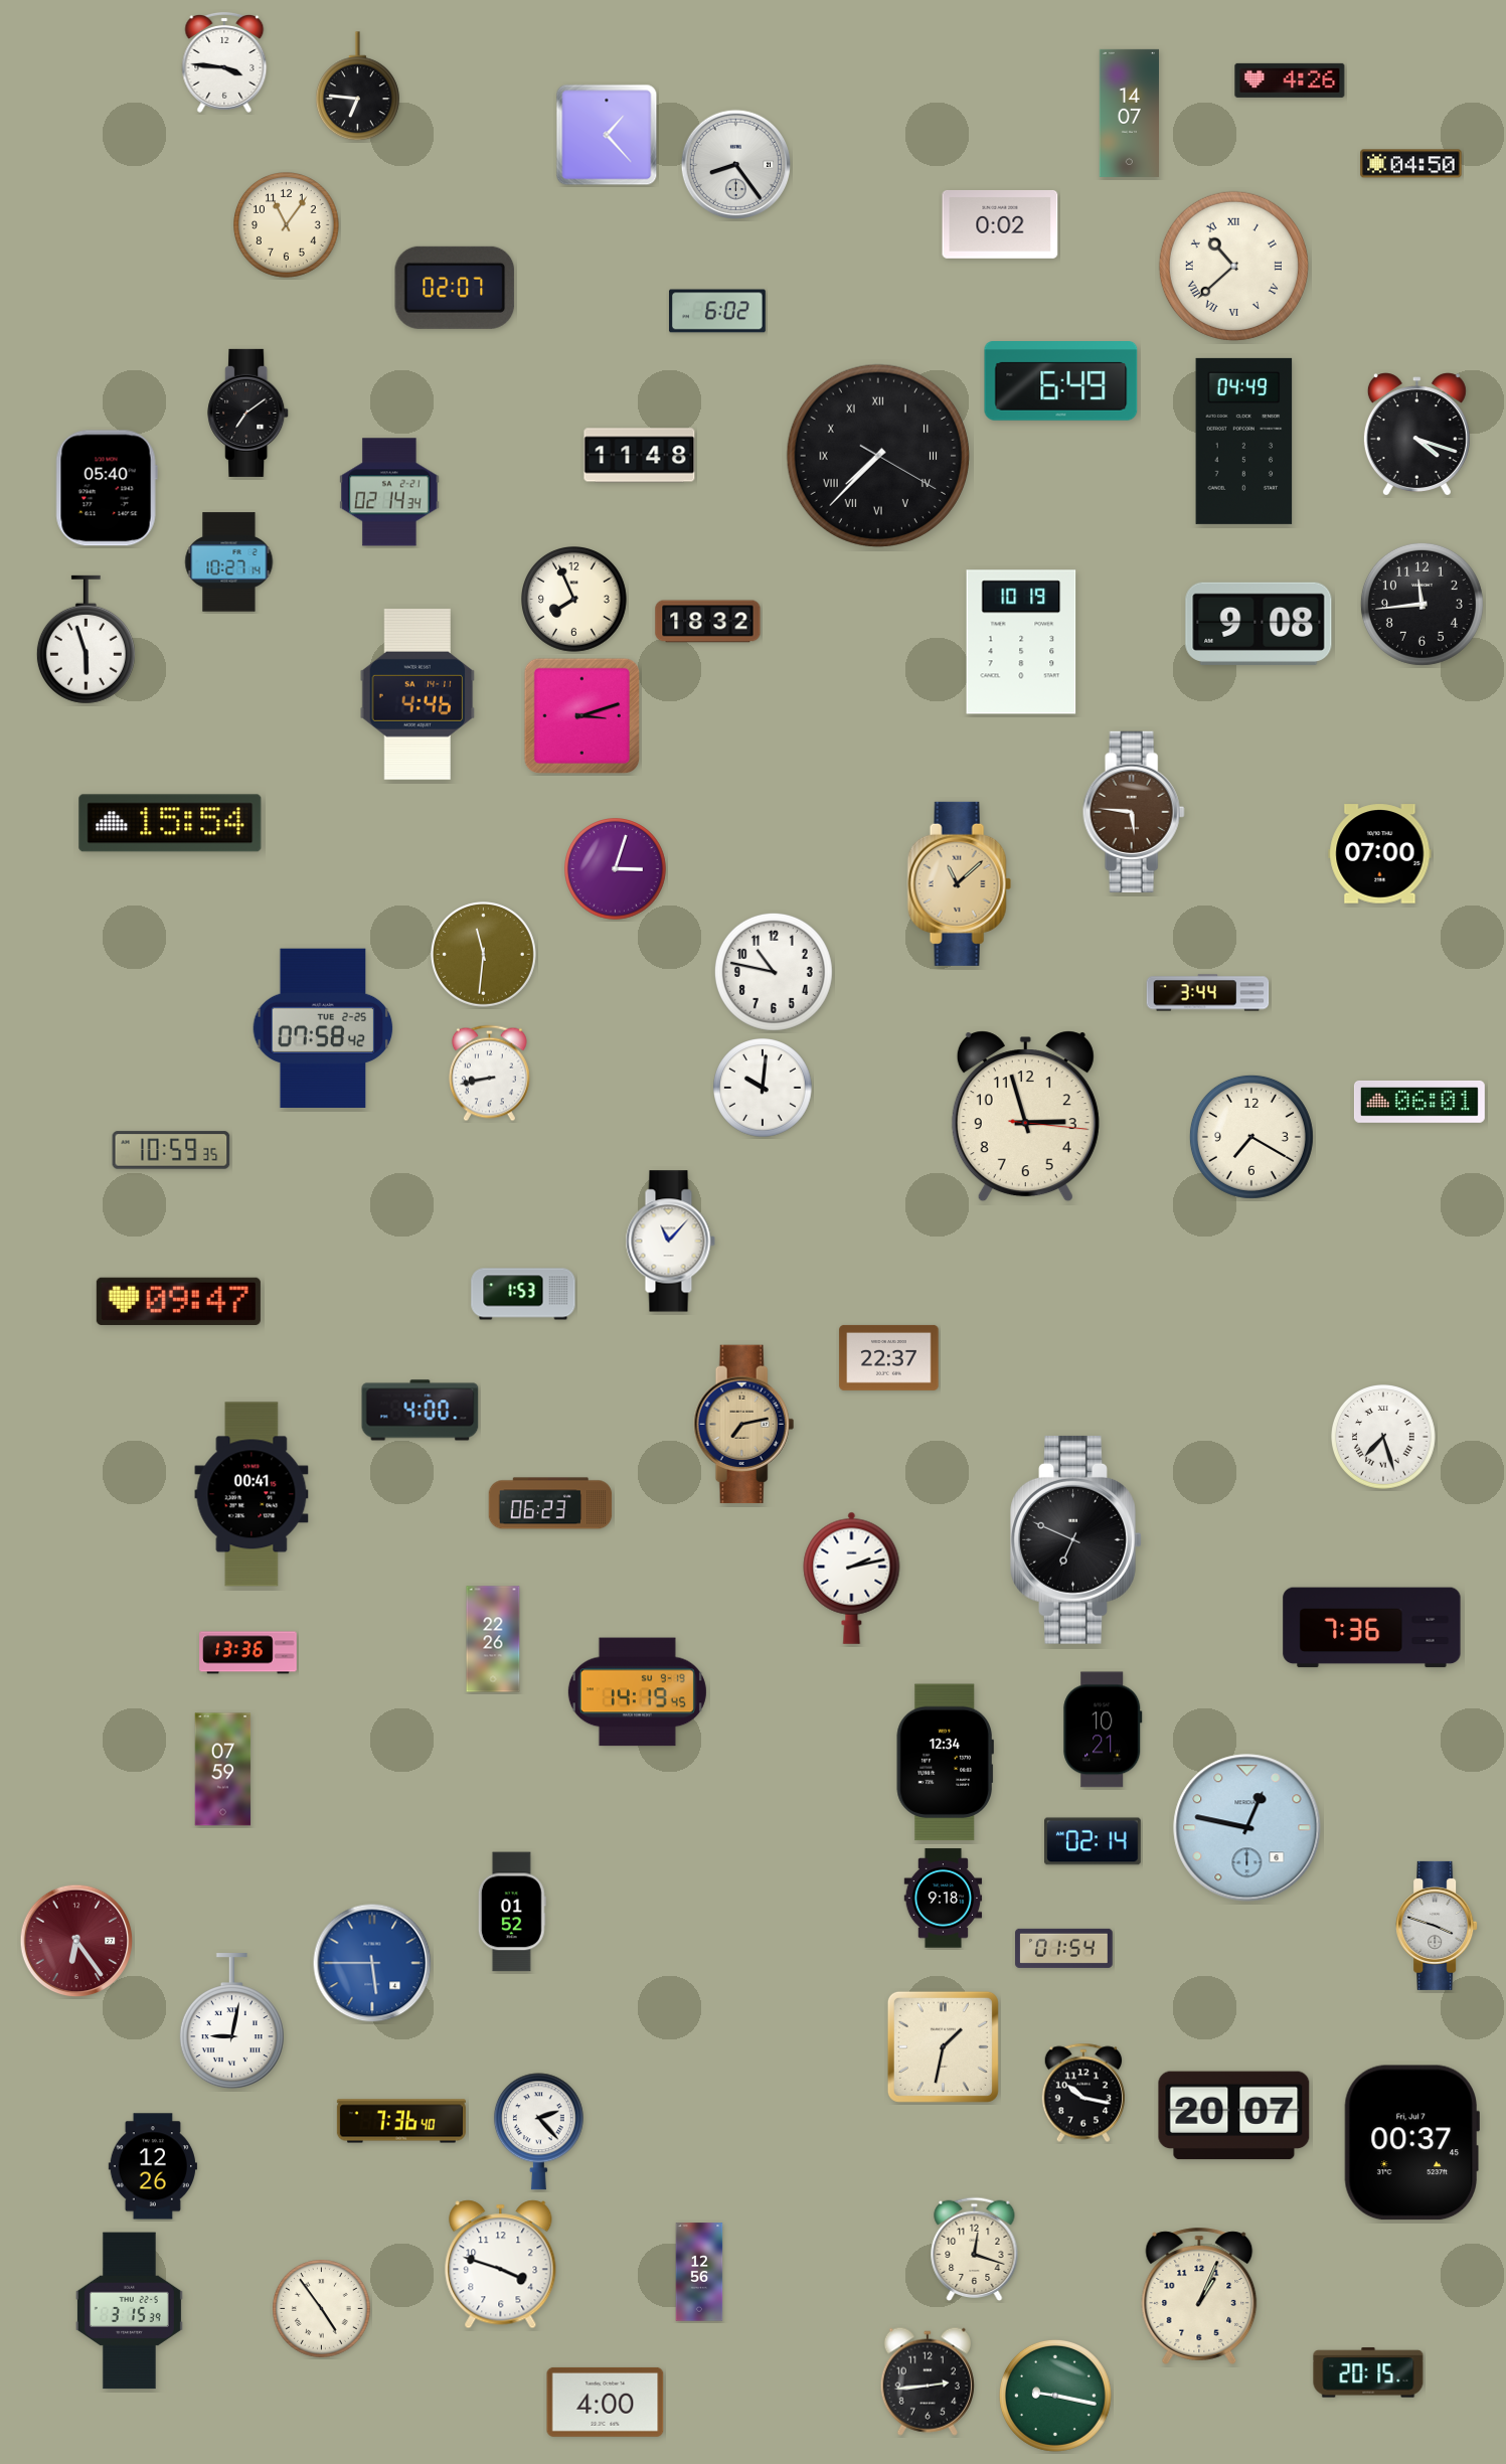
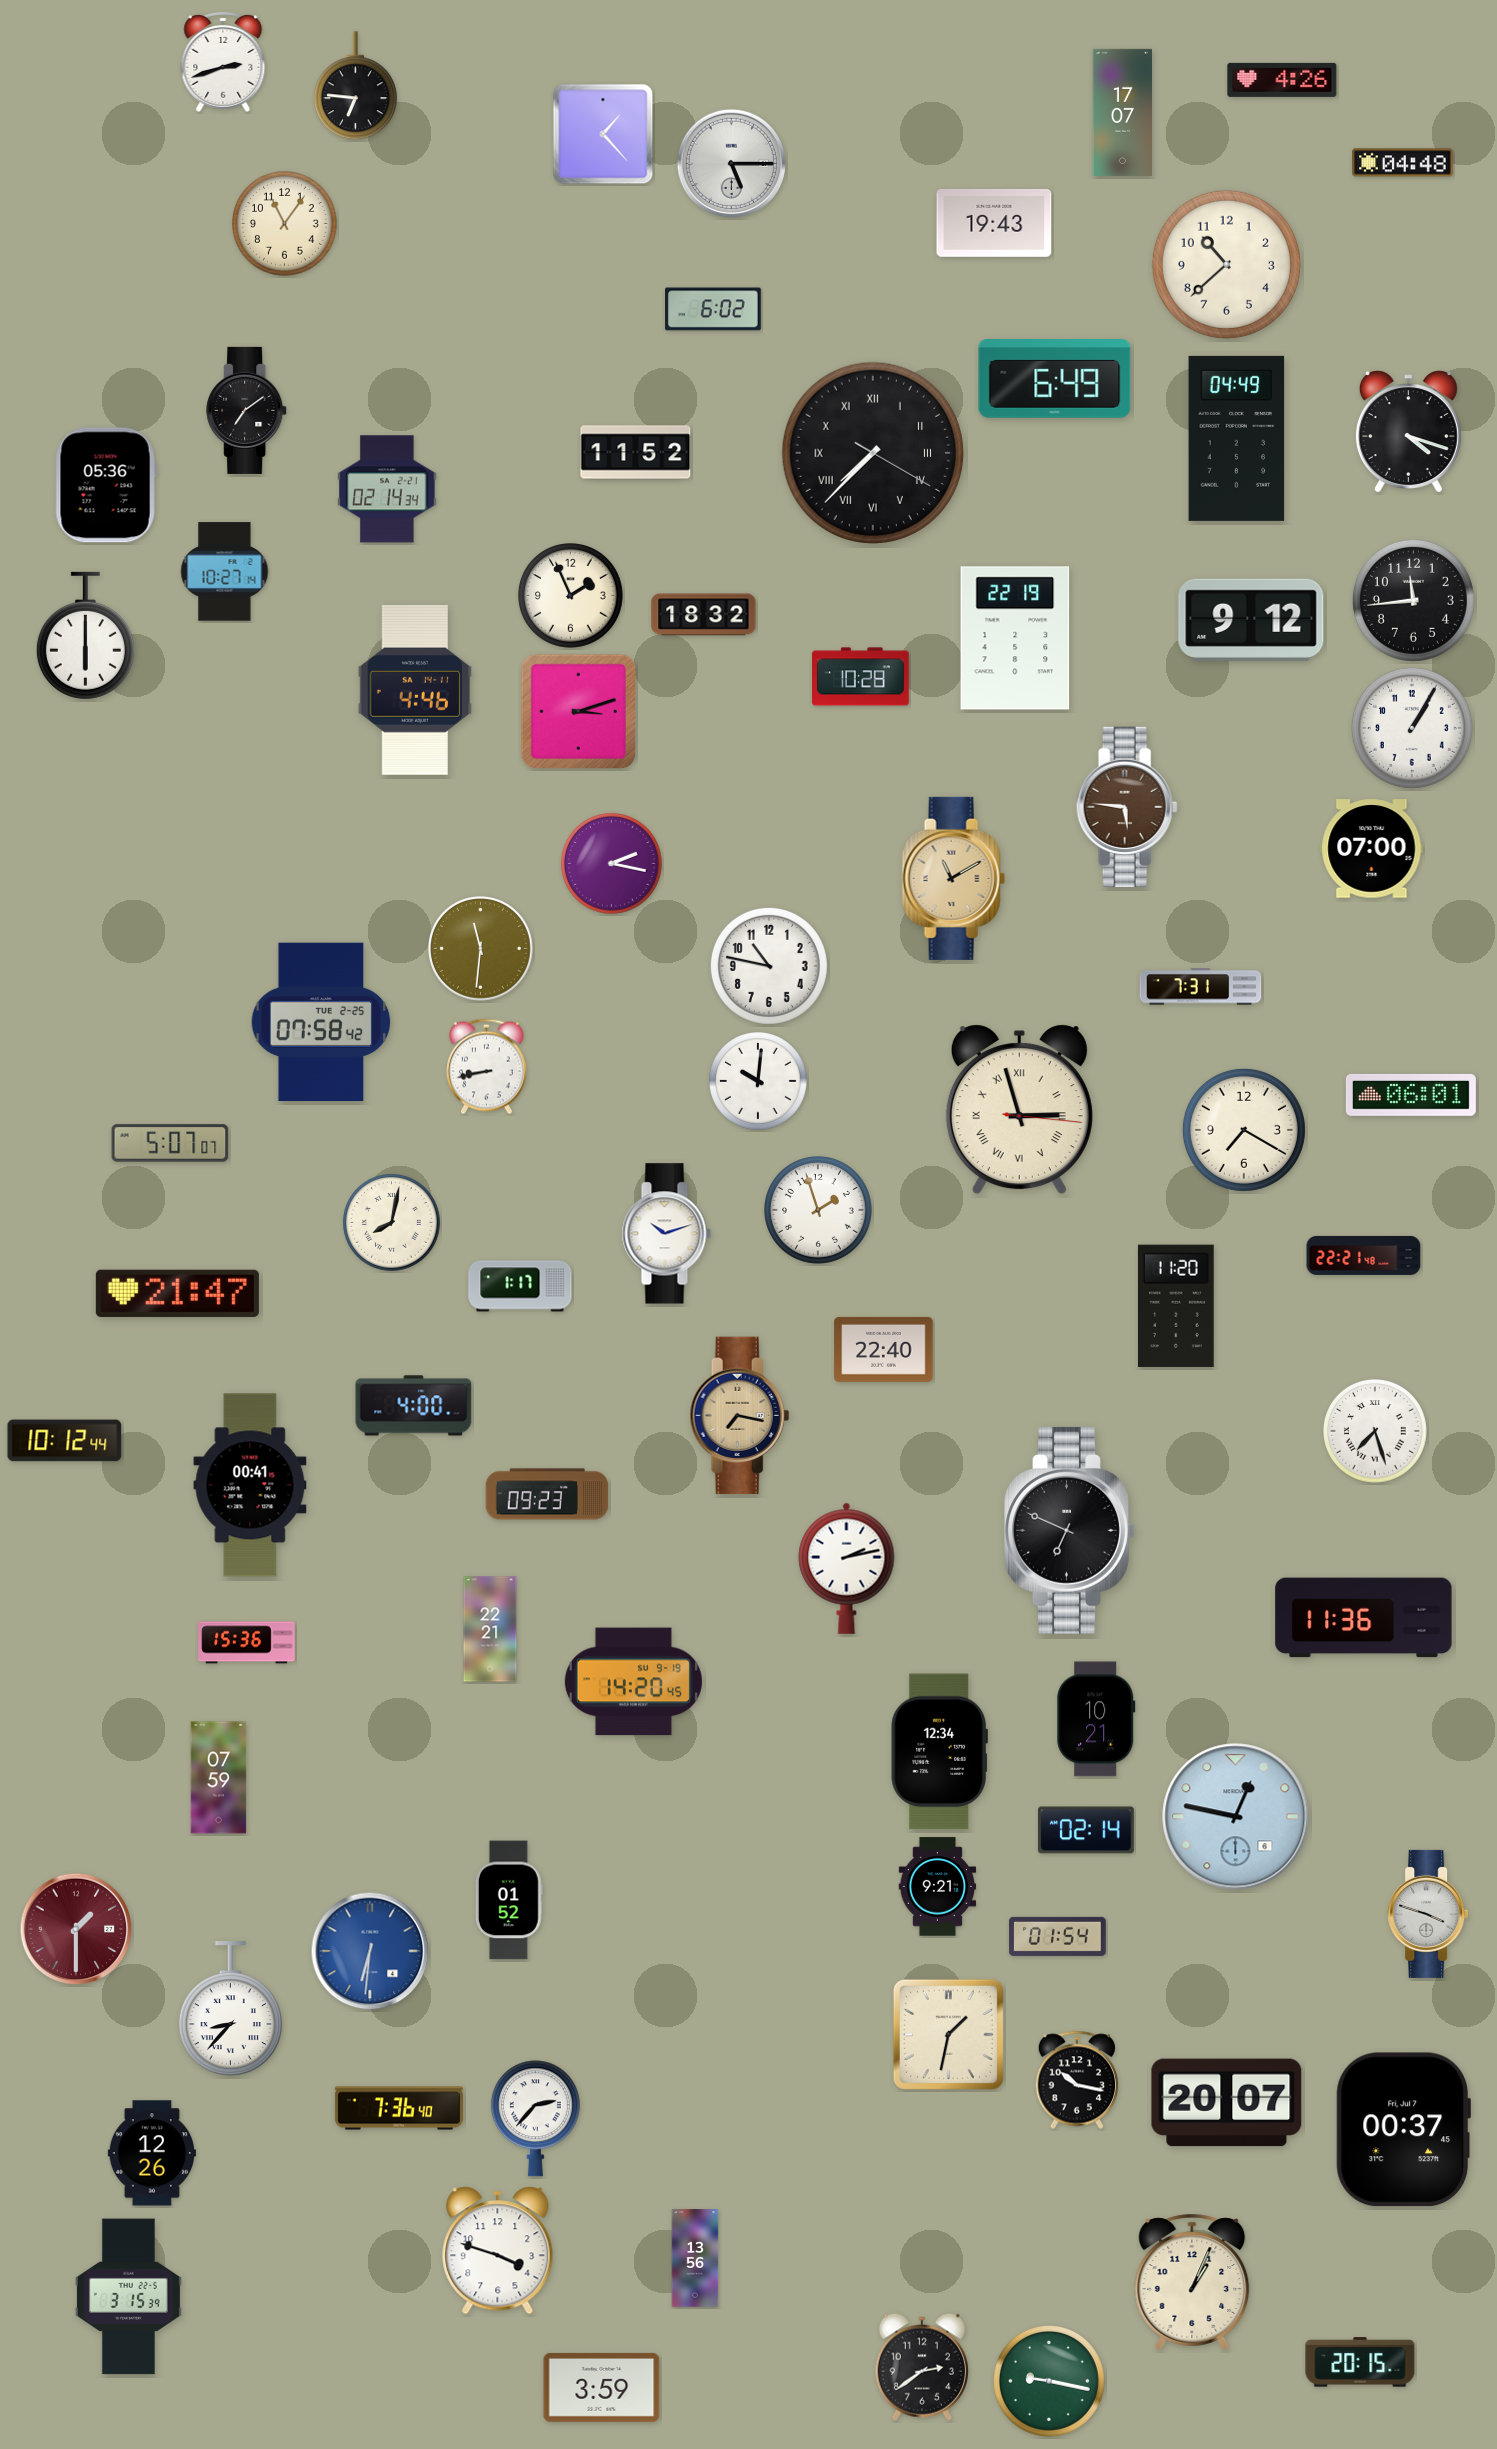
clock at (224, 62): 3:46 -> 2:42
clock at (1129, 113): 14:07 -> 17:07
clock at (735, 164): 8:24 -> 5:15
clock at (1411, 164): 04:50 -> 04:48
clock at (1000, 224): 0:02 -> 19:43
clock at (1233, 266) numerals: Roman -> Arabic
clock at (455, 288): 02:07 -> none
clock at (640, 456): 11:48 -> 11:52
clock at (107, 488): 05:40 -> 05:36
clock at (229, 562) position: (229, 562) -> (225, 572)
clock at (574, 600): 7:56 -> 1:56
clock at (708, 622) position: (708, 622) -> (704, 615)
clock at (1259, 624): 9:08 -> 9:12
clock at (86, 640): 5:57 -> 6:00
clock at (1021, 642): 10:19 -> 22:19
clock at (861, 677): none -> 10:28
clock at (1412, 728): none -> 1:05
clock at (170, 823): 15:54 -> none
clock at (616, 869): 3:03 -> 2:17
clock at (959, 883): 11:08 -> 11:10
clock at (1208, 993): 3:44 -> 7:31
clock at (1025, 1117) numerals: Arabic -> Roman
clock at (171, 1150): 10:59 -> 5:07
clock at (818, 1210): none -> 1:57
clock at (392, 1223): none -> 8:02
clock at (670, 1242): 11:07 -> 10:12
clock at (1364, 1255): none -> 22:21
clock at (523, 1294): 1:53 -> 1:17
clock at (178, 1301): 09:47 -> 21:47
clock at (1176, 1306): none -> 11:20
clock at (889, 1357): 22:37 -> 22:40
clock at (421, 1411) position: (421, 1411) -> (414, 1406)
clock at (744, 1425): 7:13 -> 7:17
clock at (1384, 1438) position: (1384, 1438) -> (1376, 1432)
clock at (65, 1441): none -> 10:12
clock at (550, 1503): 06:23 -> 09:23
clock at (1372, 1628): 7:36 -> 11:36
clock at (493, 1639): 22:26 -> 22:21
clock at (248, 1653): 13:36 -> 15:36
clock at (637, 1692): 14:19 -> 14:20
clock at (223, 1770) position: (223, 1770) -> (219, 1778)
clock at (1247, 1828) position: (1247, 1828) -> (1236, 1817)
clock at (944, 1899): 9:18 -> 9:21
clock at (76, 1941): 6:24 -> 1:30
clock at (372, 1963): 5:45 -> 6:31
clock at (231, 2021): 9:02 -> 8:37
clock at (943, 2046) position: (943, 2046) -> (948, 2034)
clock at (538, 2132): 2:23 -> 2:37
clock at (975, 2249): 12:18 -> none
clock at (699, 2272): 12:56 -> 13:56
clock at (322, 2309): 4:54 -> none
clock at (1368, 2372) position: (1368, 2372) -> (1360, 2362)
clock at (928, 2381): 2:44 -> 2:39
clock at (606, 2402): 4:00 -> 3:59
